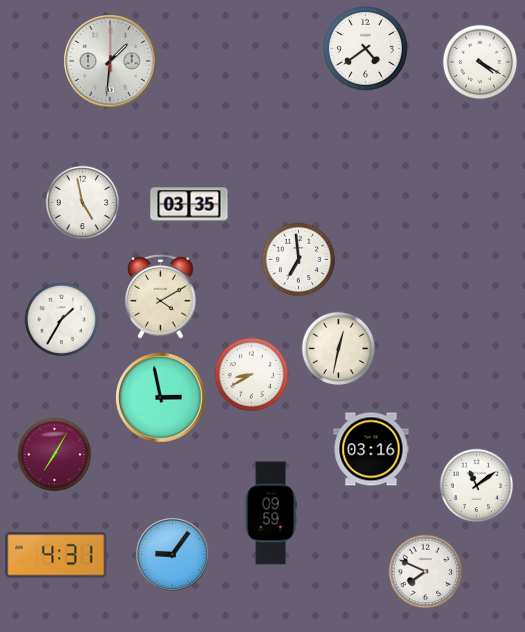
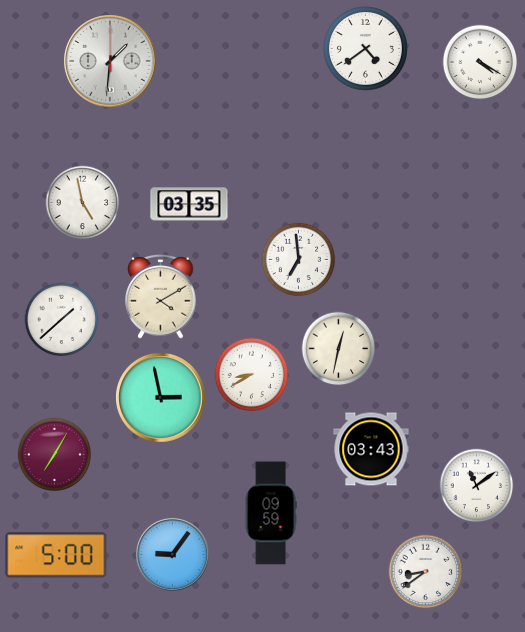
clock at (62, 320): 1:35 -> 1:38
clock at (371, 449): 03:16 -> 03:43
clock at (56, 555): 4:31 -> 5:00
clock at (426, 572): 7:49 -> 8:39
